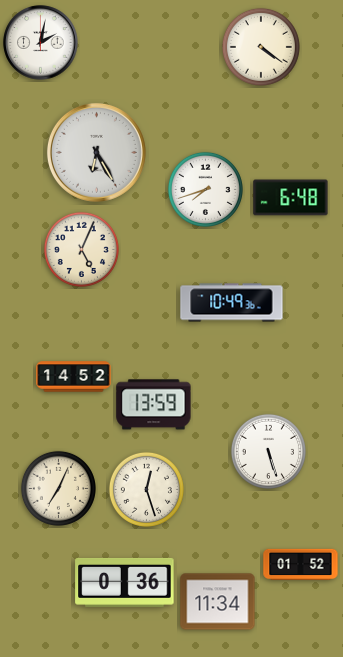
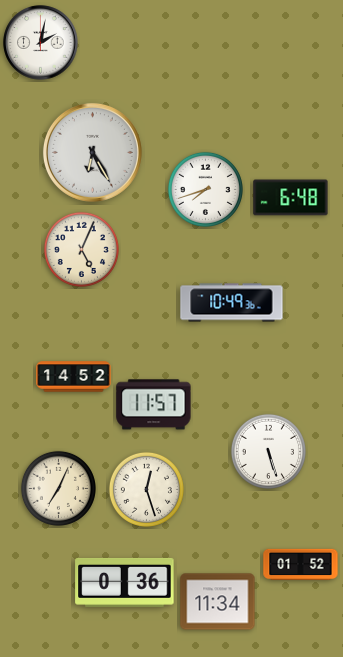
clock at (261, 47): 4:21 -> none
clock at (96, 152) position: (96, 152) -> (92, 152)
clock at (154, 405): 13:59 -> 11:57
